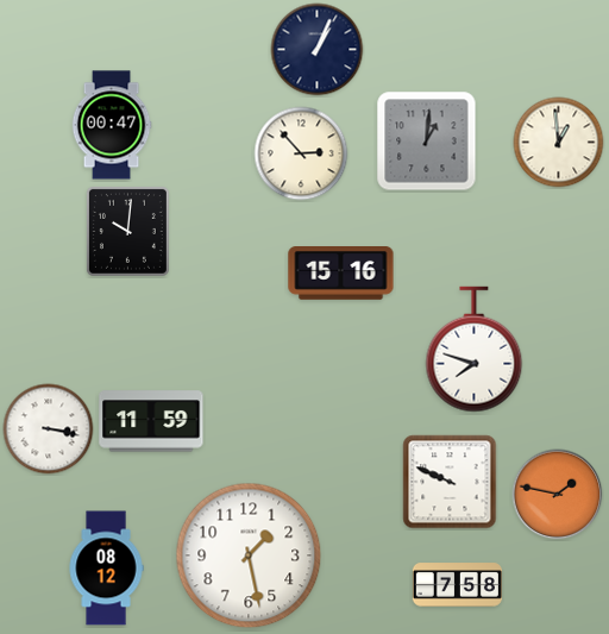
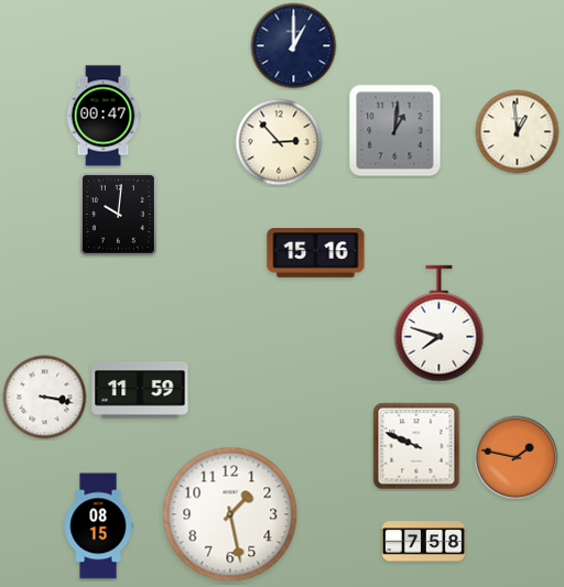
clock at (318, 50): 1:04 -> 1:00
clock at (106, 569): 08:12 -> 08:15
